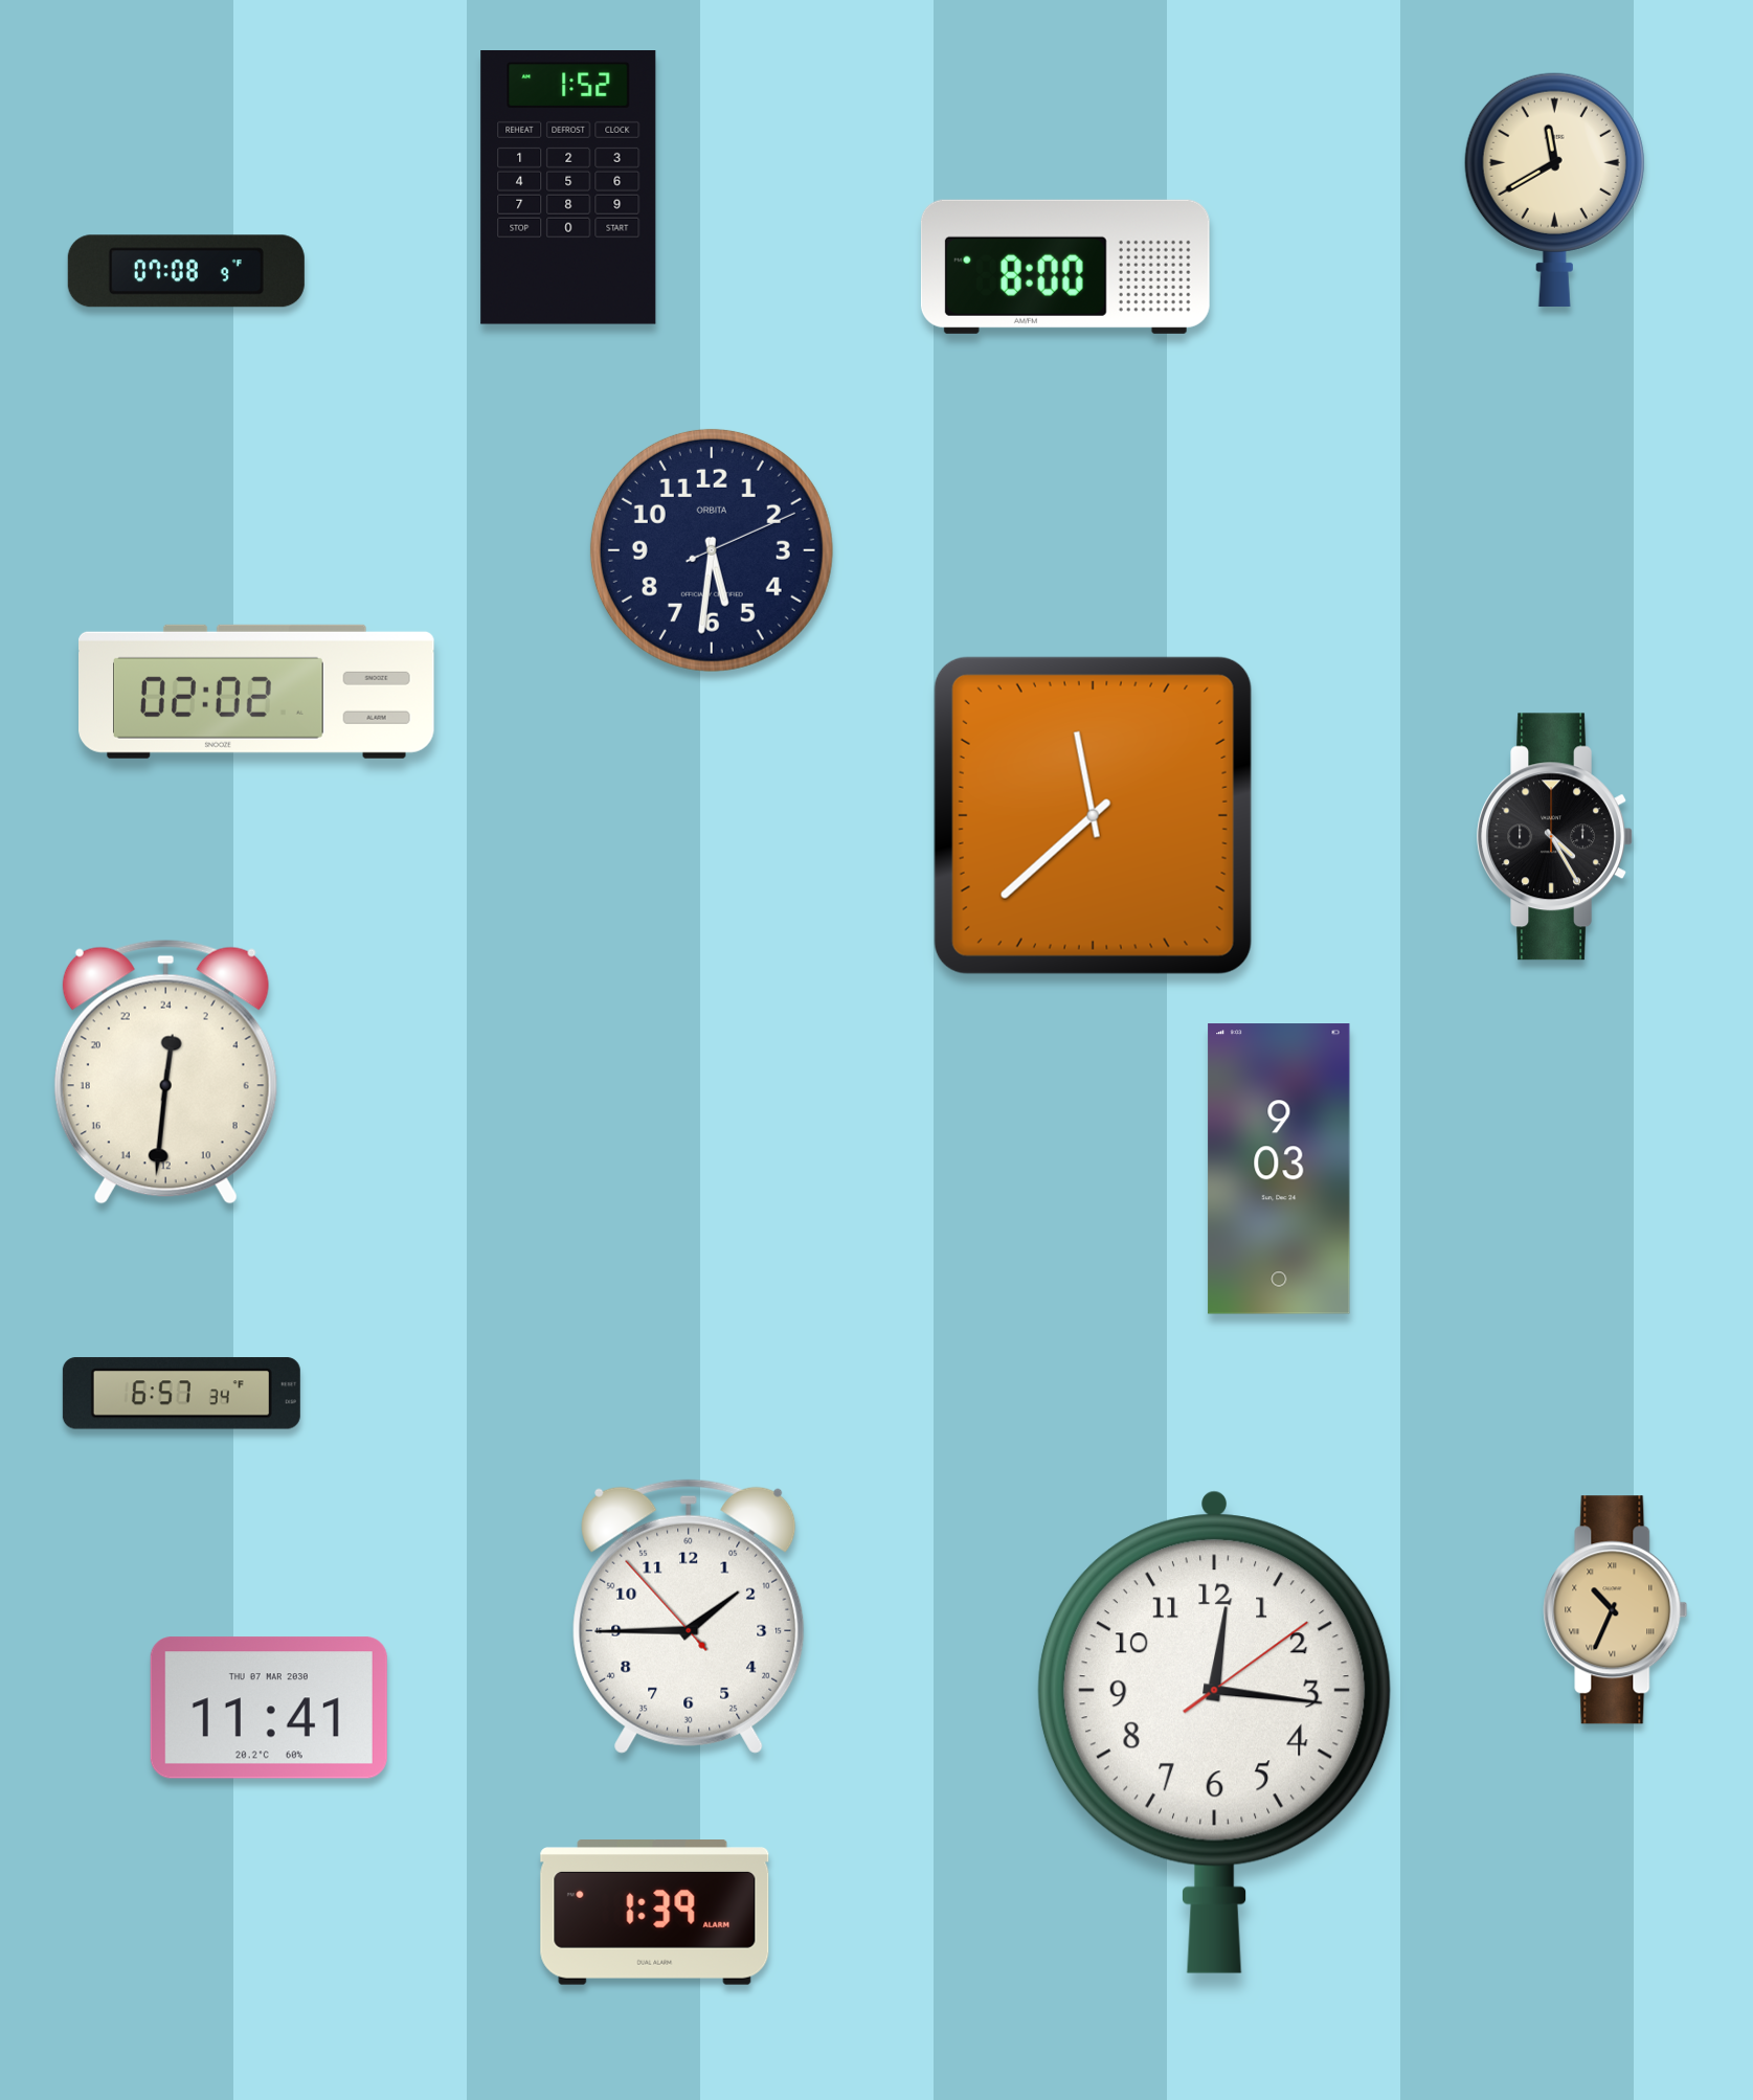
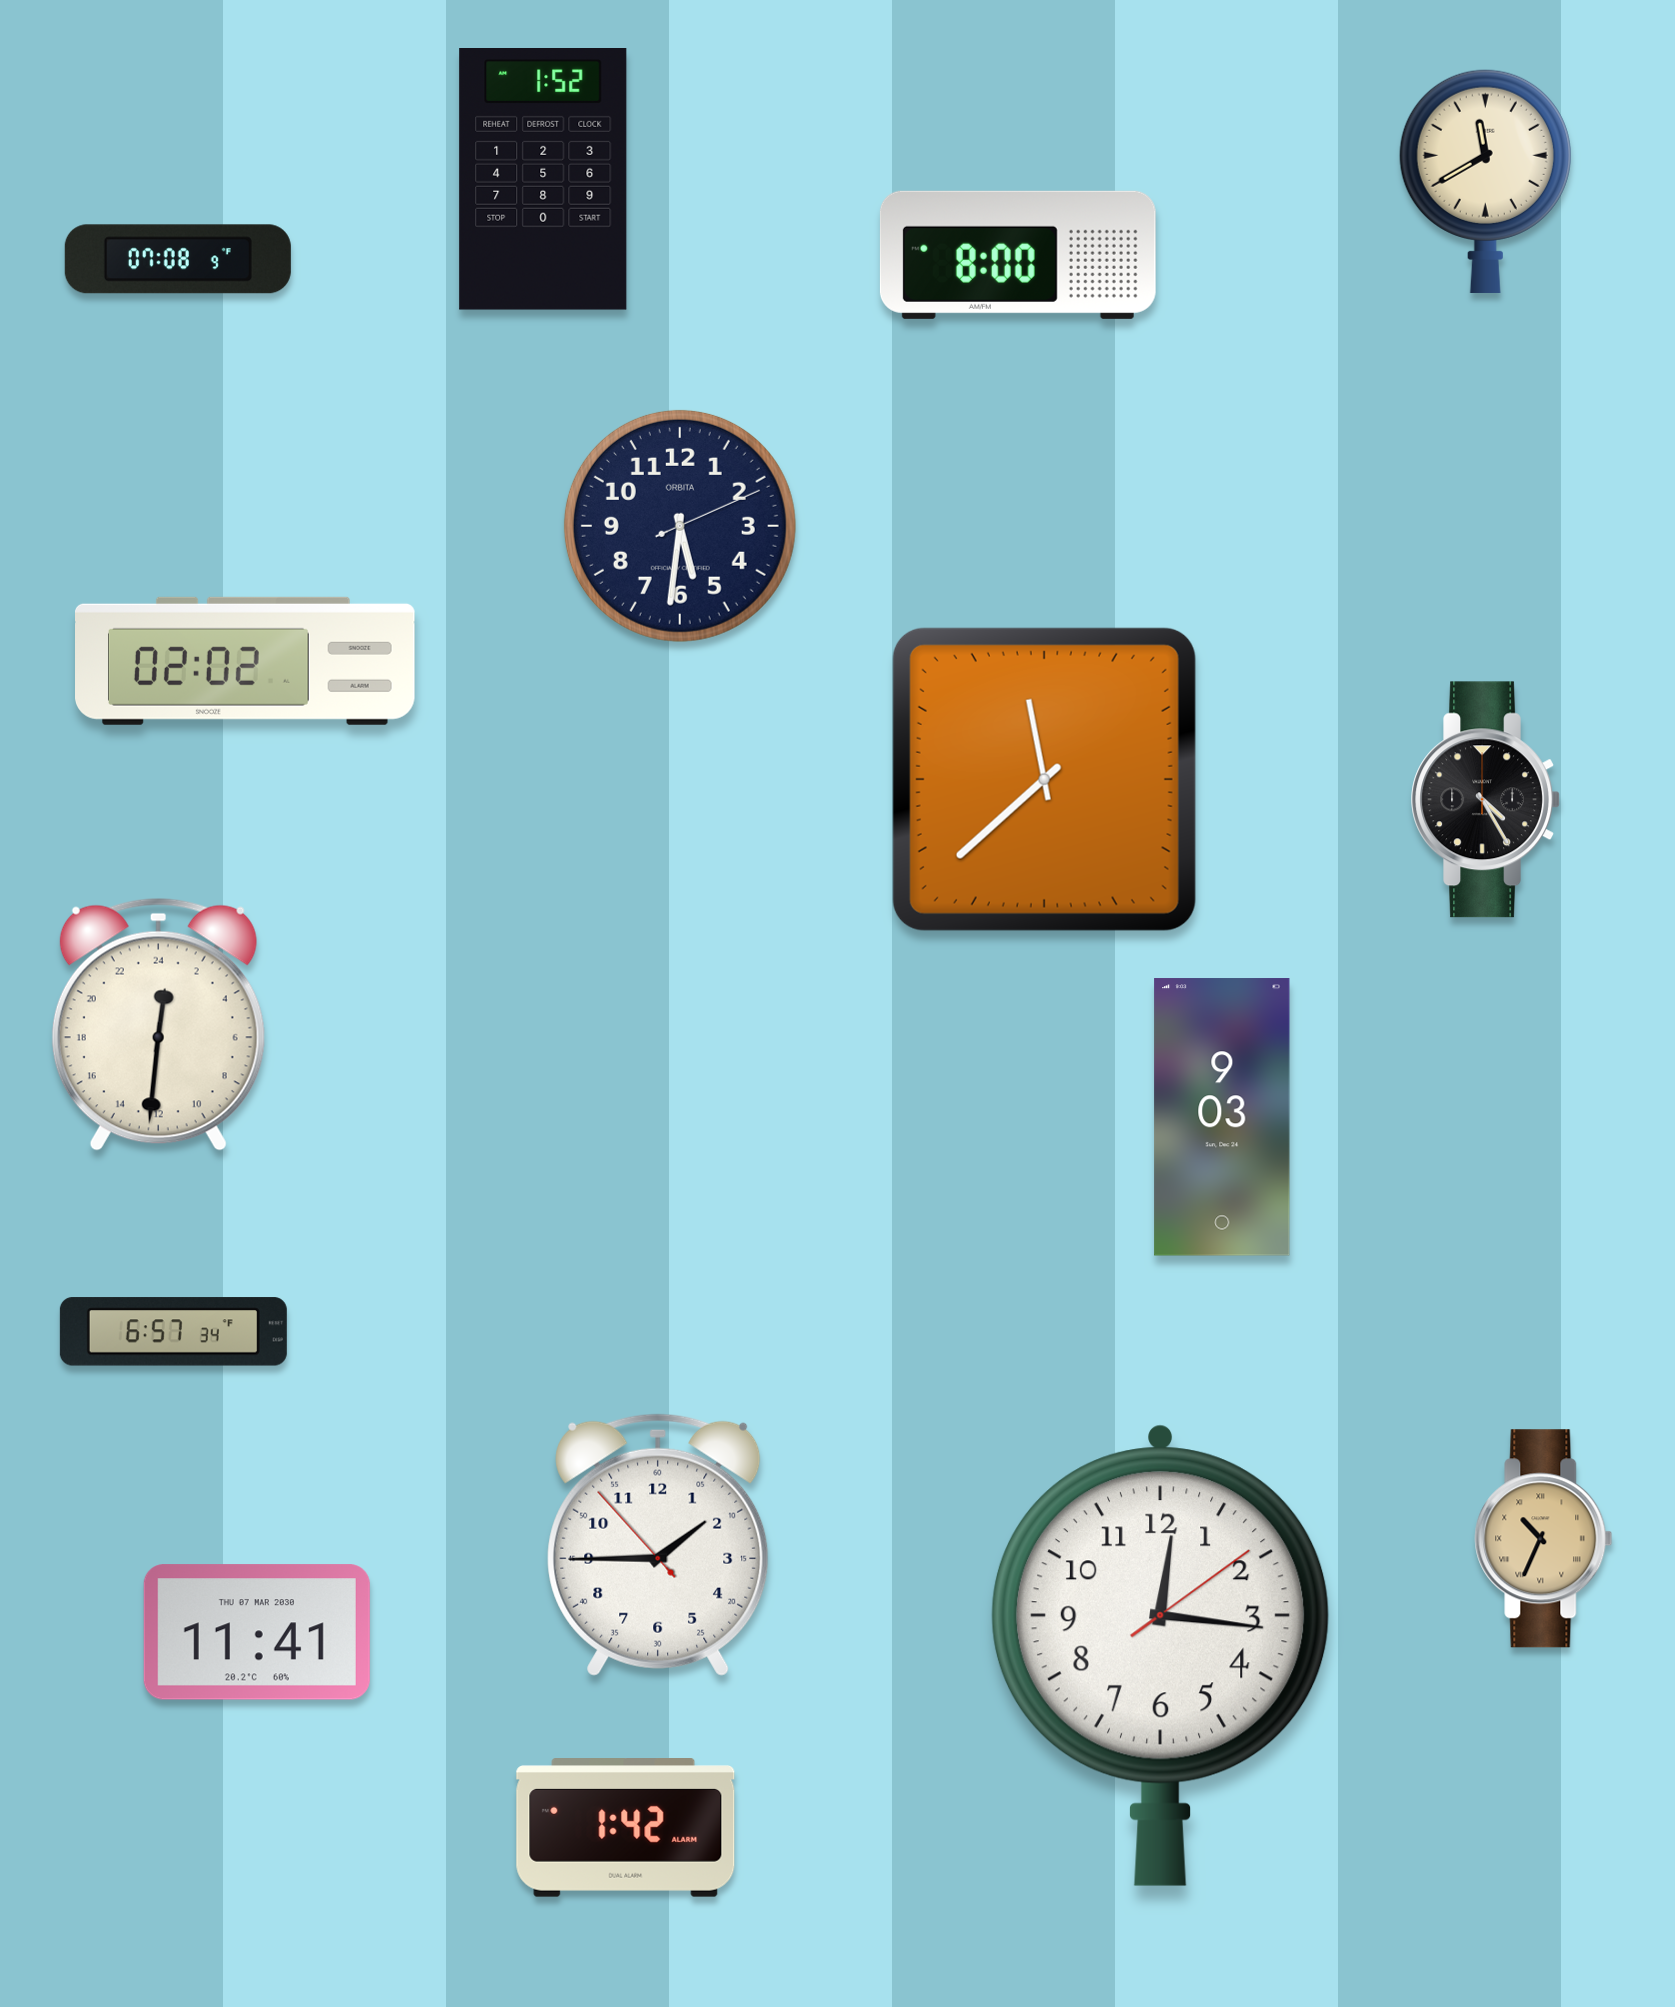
clock at (655, 1913): 1:39 -> 1:42
